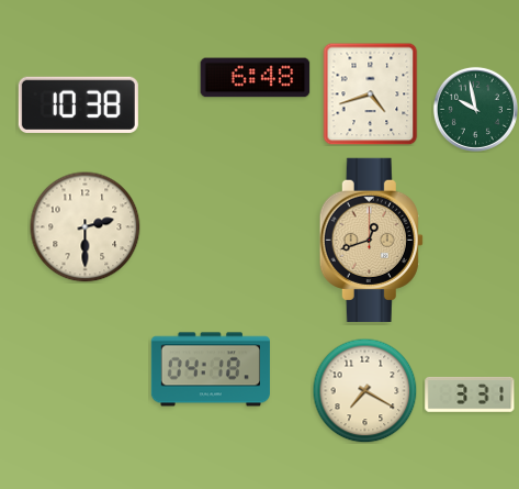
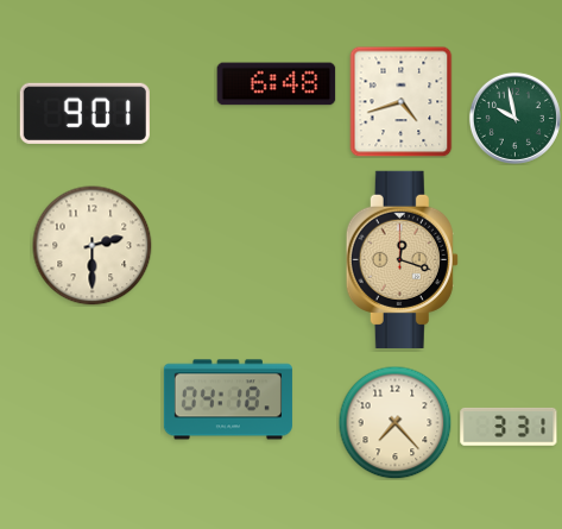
clock at (78, 104): 10:38 -> 9:01
clock at (371, 240): 12:42 -> 12:18
clock at (364, 390): 7:20 -> 7:23
